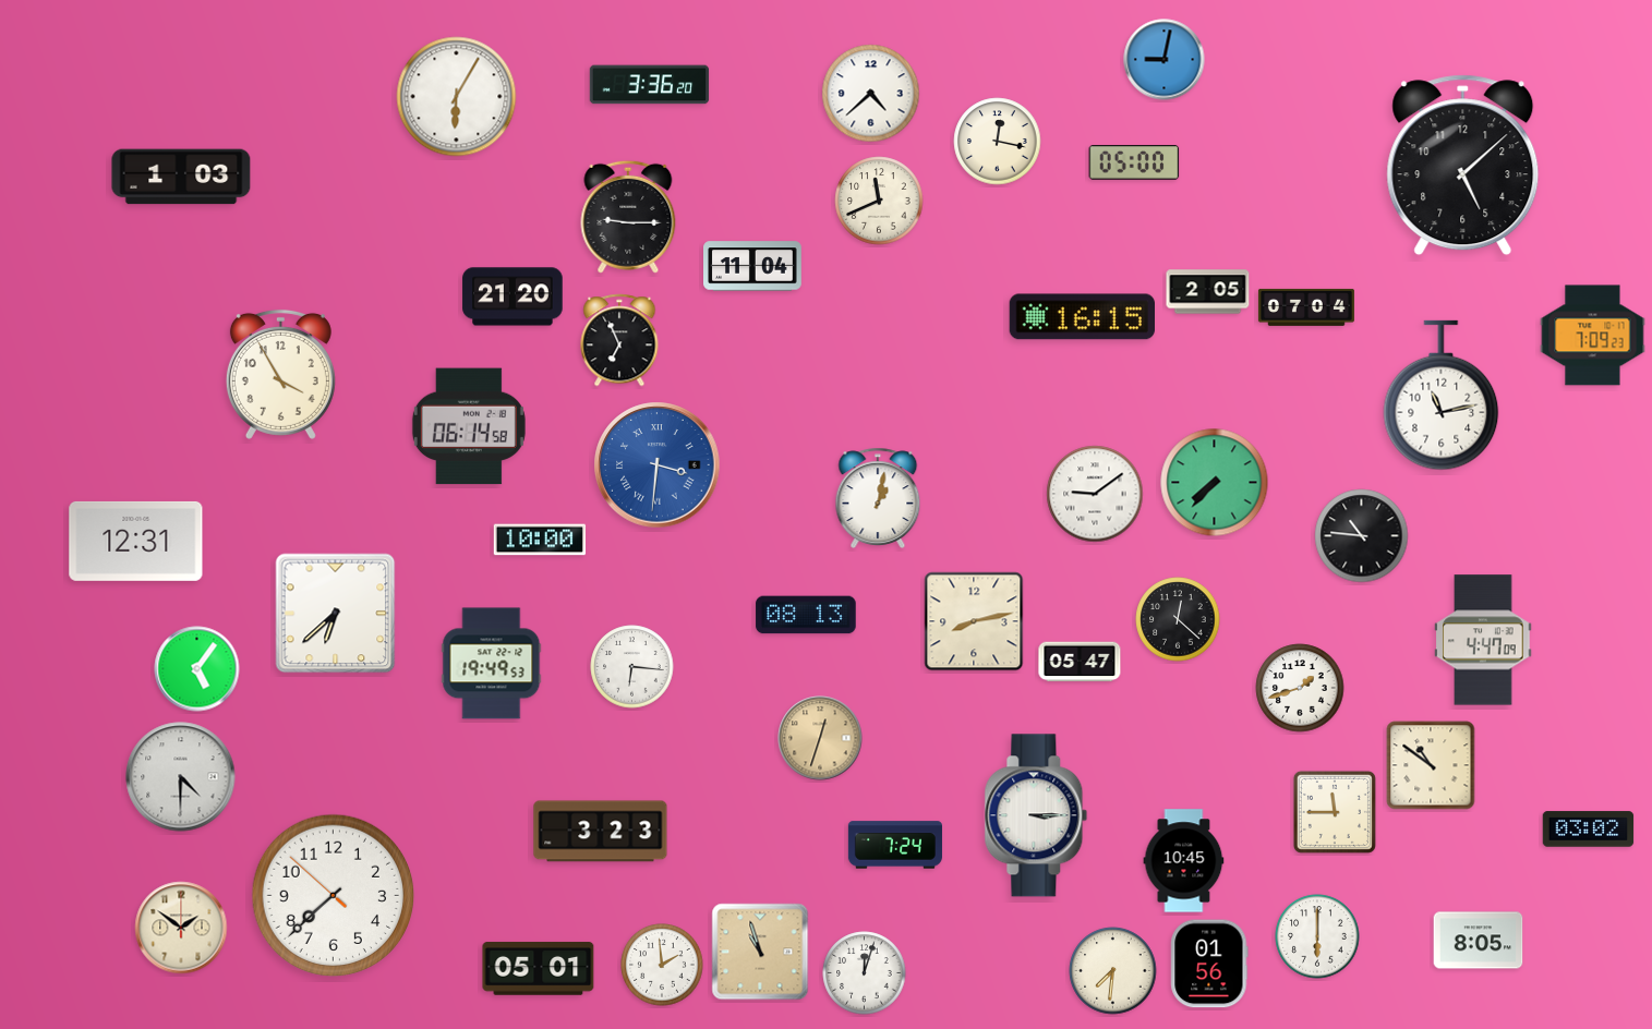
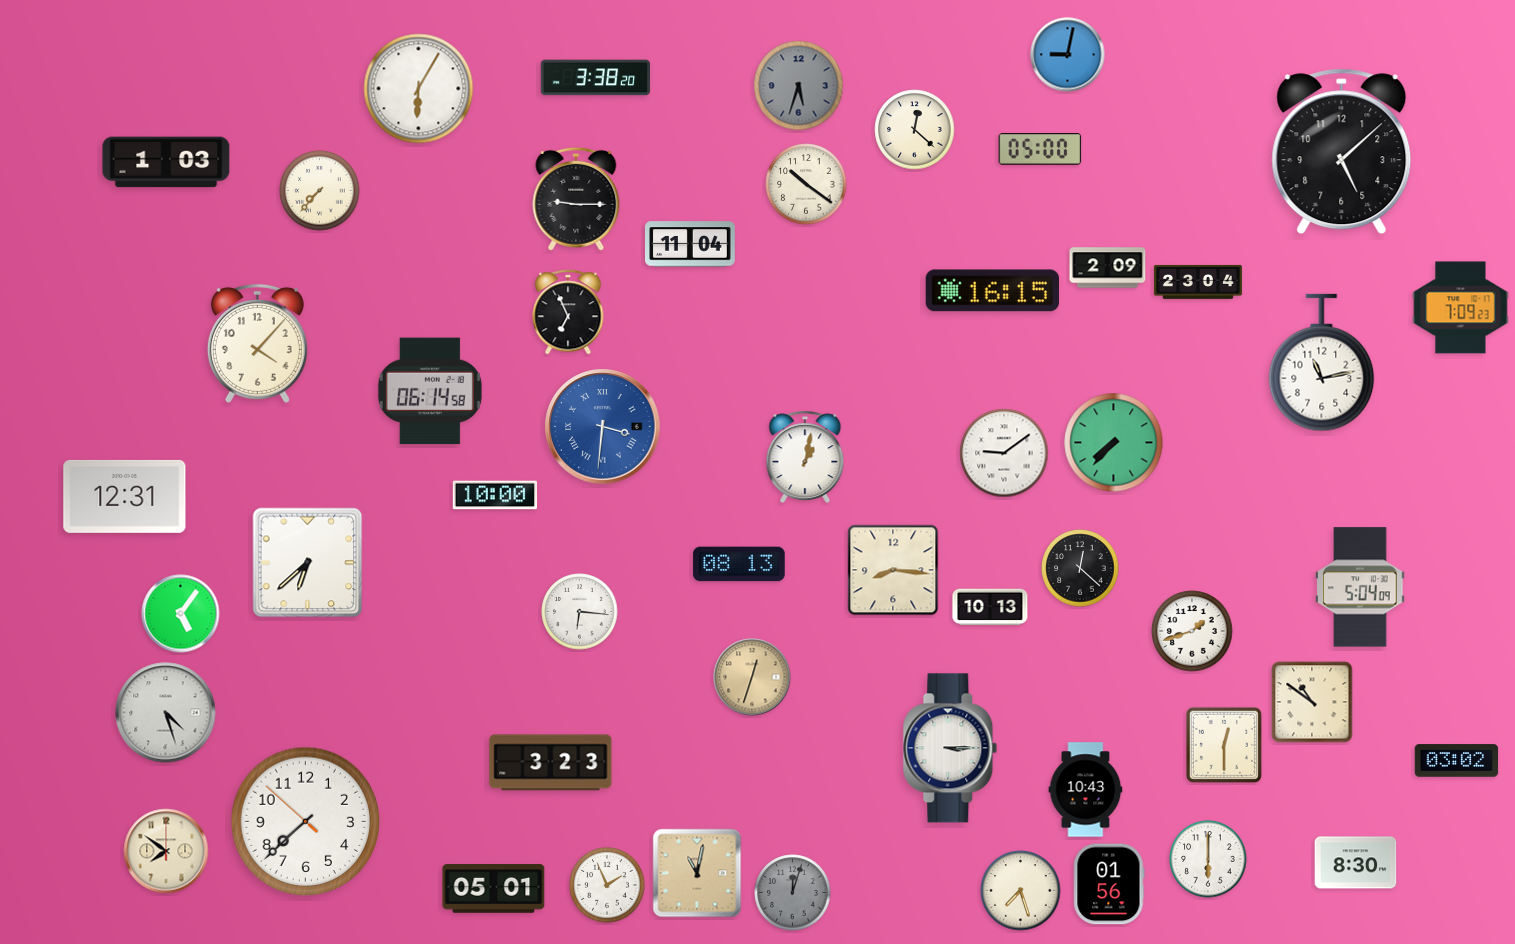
clock at (650, 85): 3:36 -> 3:38
clock at (871, 94): 4:38 -> 5:33
clock at (871, 94) dial: white -> grey
clock at (998, 142): 12:17 -> 12:22
clock at (879, 201): 11:41 -> 10:21
clock at (320, 191): none -> 7:37
clock at (1208, 292): 2:05 -> 2:09
clock at (513, 296): 21:20 -> none
clock at (1306, 307): 07:04 -> 23:04
clock at (280, 374): 3:55 -> 4:07
clock at (1362, 536): 10:46 -> none
clock at (974, 621): 8:13 -> 8:16
clock at (1483, 640): 4:47 -> 5:04
clock at (1080, 662): 05:47 -> 10:13
clock at (492, 664): 19:49 -> none
clock at (181, 777): 4:30 -> 4:27
clock at (1335, 812): 11:45 -> 12:30
clock at (895, 845): 7:24 -> none
clock at (1184, 861): 10:45 -> 10:43
clock at (181, 928): 1:51 -> 7:51
clock at (1479, 941): 8:05 -> 8:30
clock at (760, 952): 10:57 -> 11:02
clock at (662, 965): 1:59 -> 1:56
clock at (1113, 971): 7:31 -> 7:27
clock at (865, 973) dial: white -> grey
